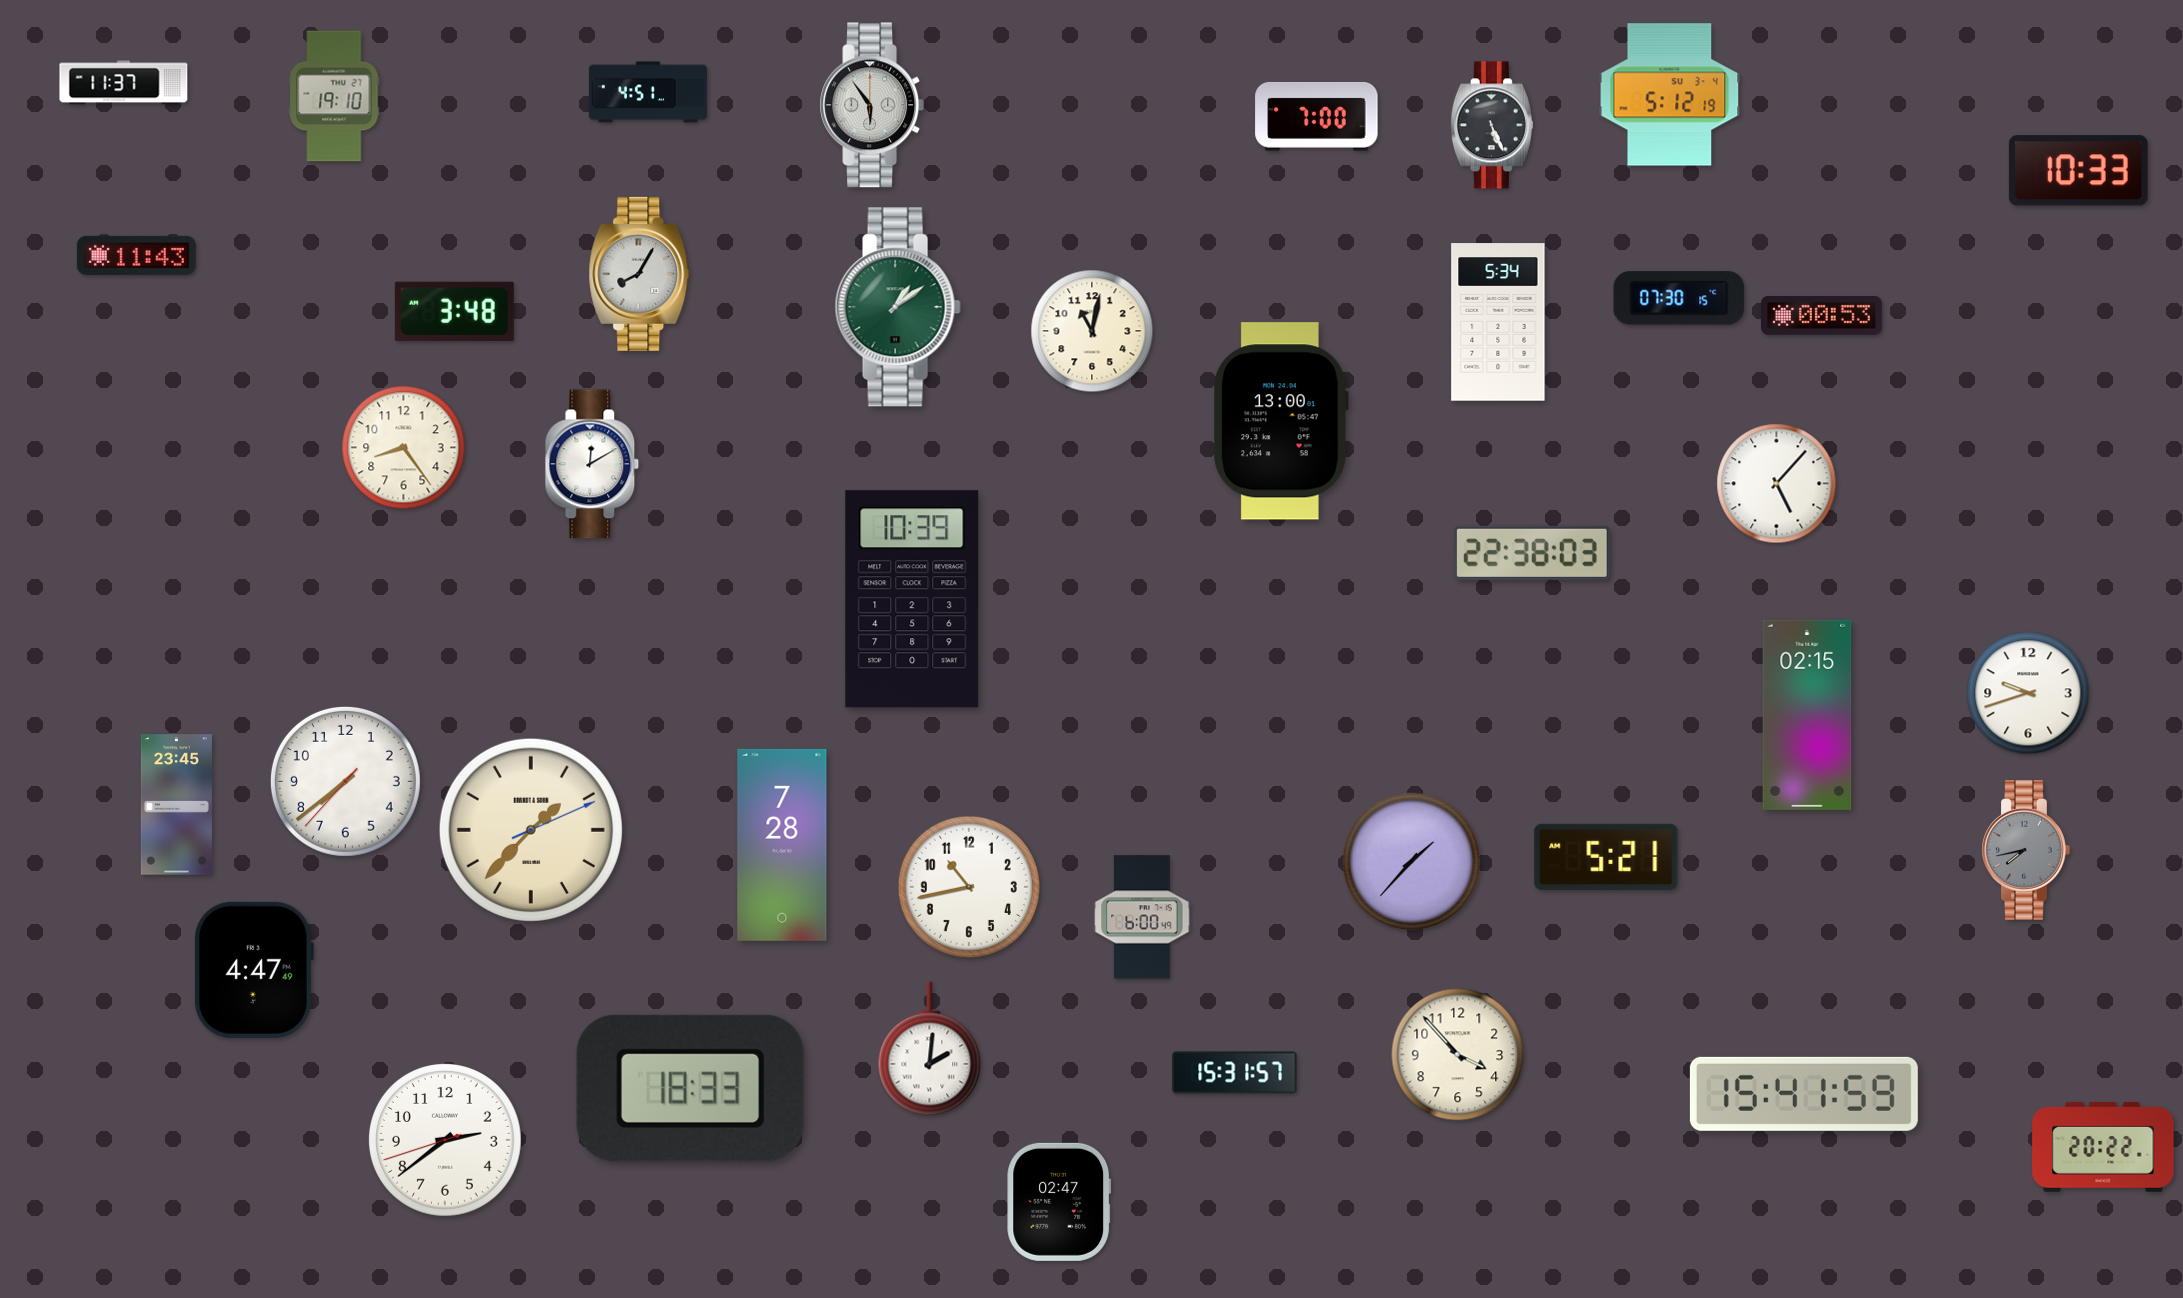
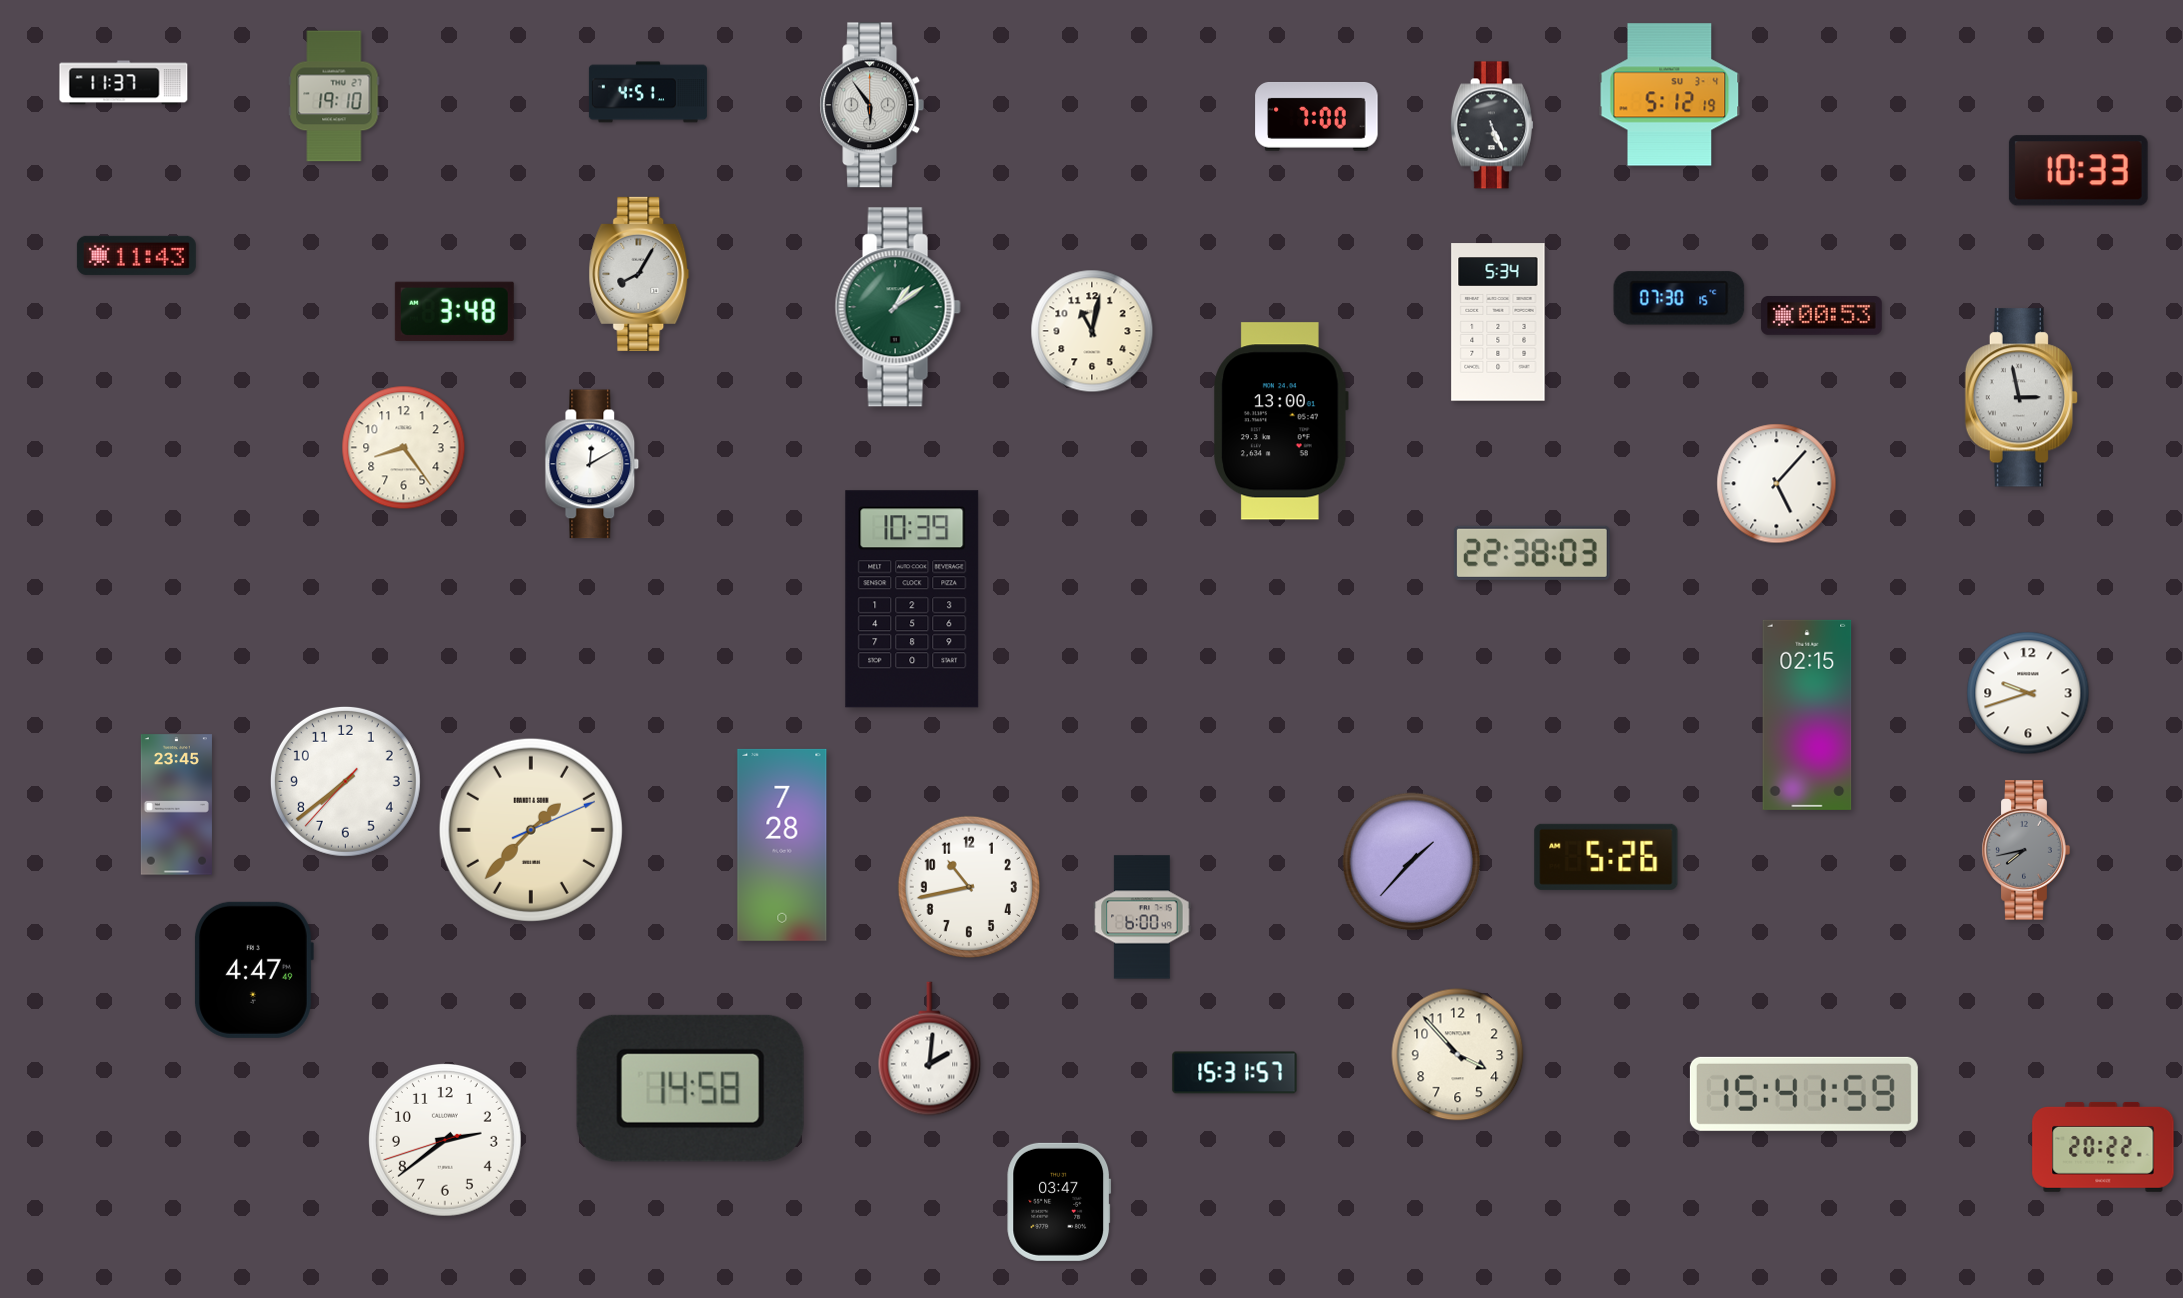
clock at (2021, 398): none -> 2:58
clock at (1606, 857): 5:21 -> 5:26
clock at (690, 1088): 18:33 -> 14:58
clock at (1059, 1202): 02:47 -> 03:47
